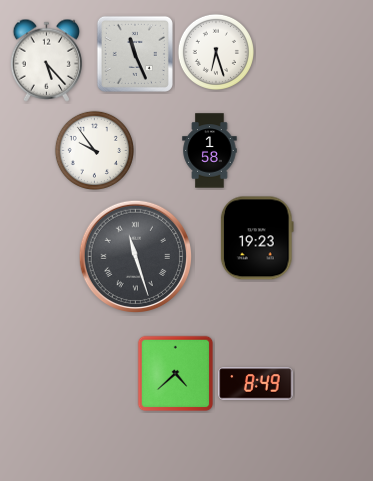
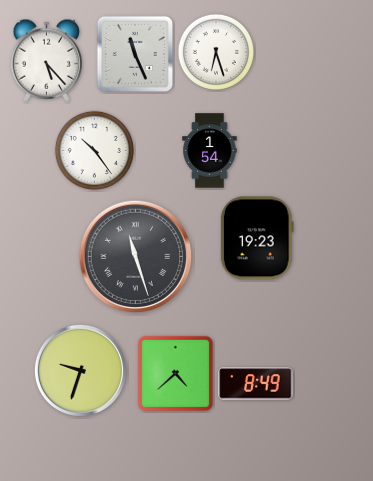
clock at (94, 150): 9:54 -> 10:24
clock at (210, 151): 1:58 -> 1:54
clock at (80, 370): none -> 9:33
